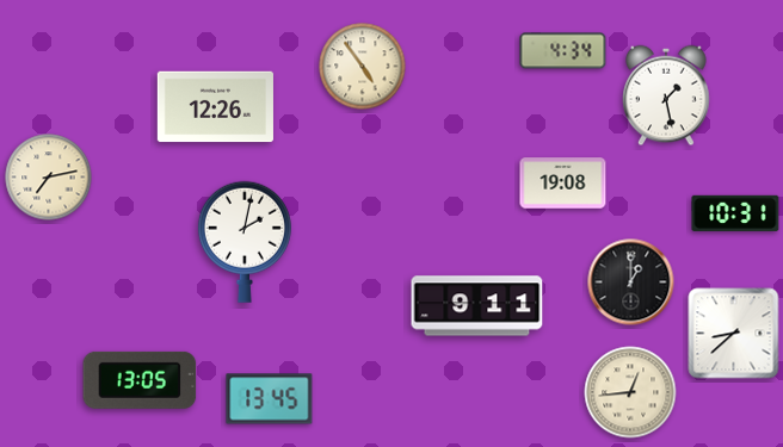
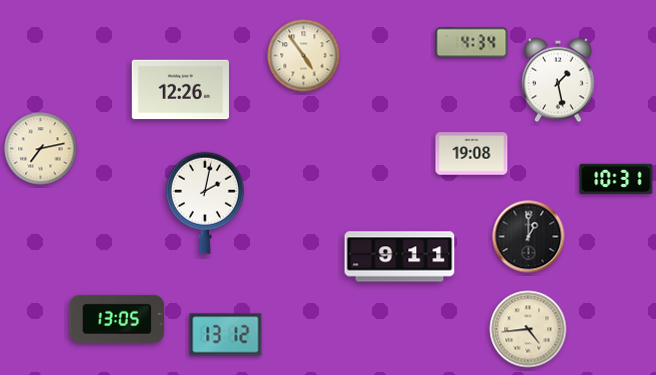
clock at (734, 334): 8:38 -> none
clock at (630, 392): 12:44 -> 4:44
clock at (270, 399): 13:45 -> 13:12
